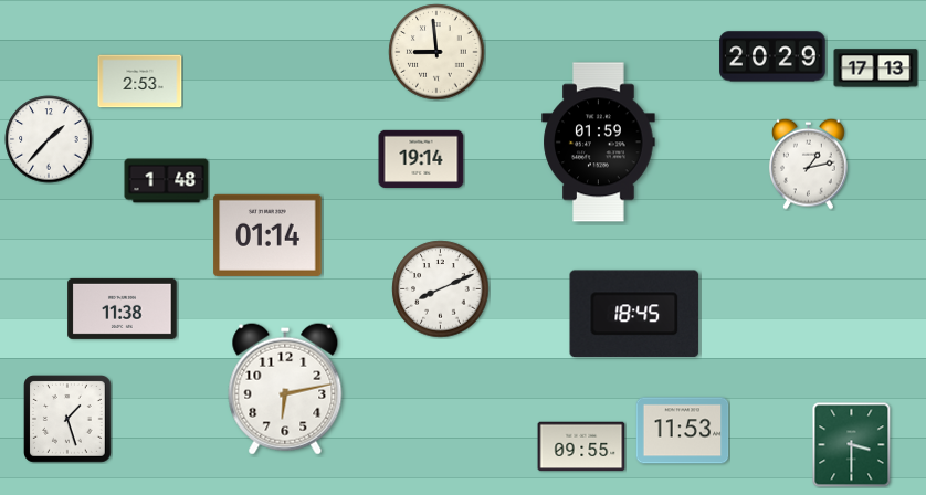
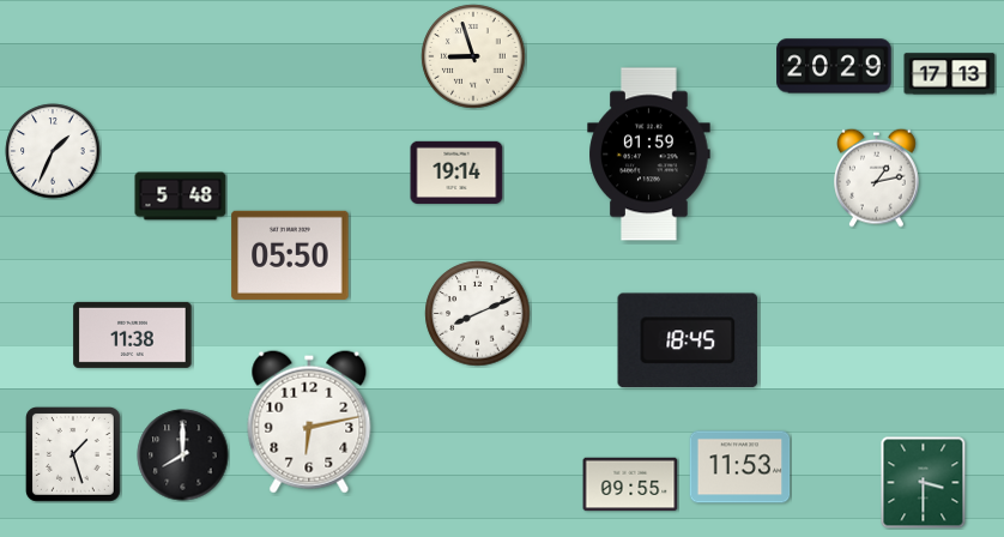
clock at (436, 52): 8:59 -> 8:57
clock at (772, 56) position: (772, 56) -> (834, 66)
clock at (140, 82): 2:53 -> none
clock at (49, 139): 1:37 -> 1:34
clock at (167, 181): 1:48 -> 5:48
clock at (267, 235): 01:14 -> 05:50
clock at (183, 455): none -> 8:00
